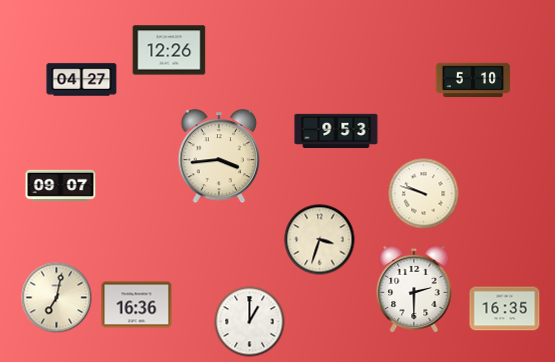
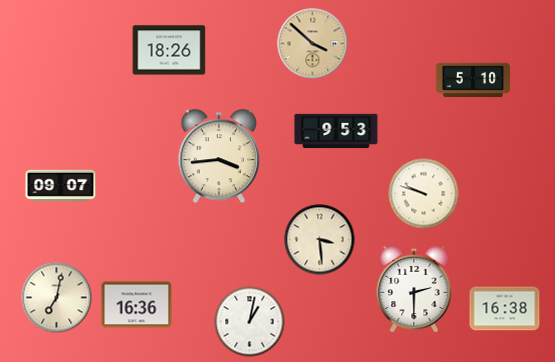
clock at (313, 44): none -> 3:52
clock at (169, 50): 12:26 -> 18:26
clock at (82, 80): 04:27 -> none
clock at (320, 240): 3:33 -> 3:29
clock at (505, 309): 16:35 -> 16:38
clock at (250, 322): 1:00 -> 1:02
